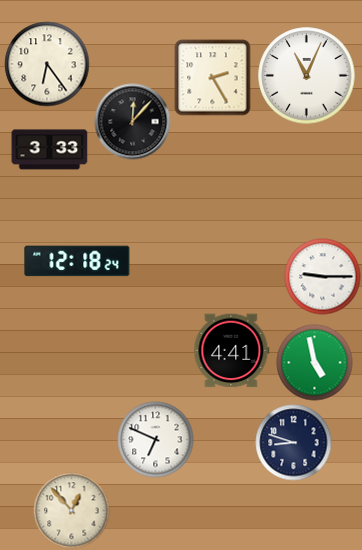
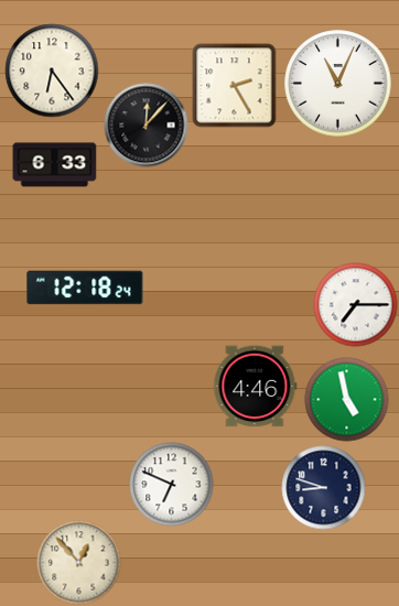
clock at (133, 122) position: (133, 122) -> (147, 126)
clock at (50, 150): 3:33 -> 6:33
clock at (323, 277): 9:15 -> 7:15
clock at (232, 351): 4:41 -> 4:46
